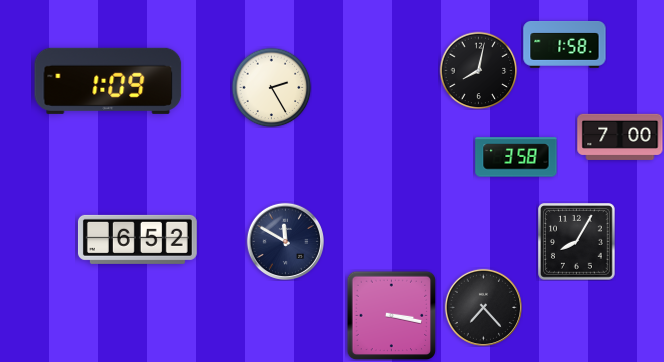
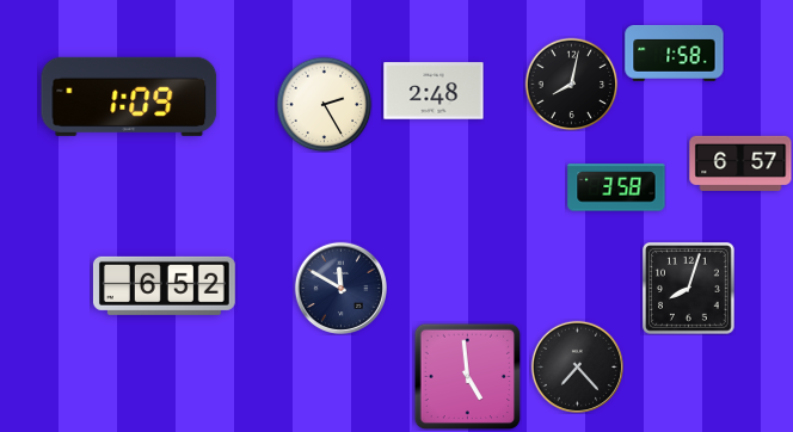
clock at (434, 91): none -> 2:48
clock at (620, 137): 7:00 -> 6:57
clock at (577, 242): 8:05 -> 8:03
clock at (391, 315): 3:17 -> 4:59
